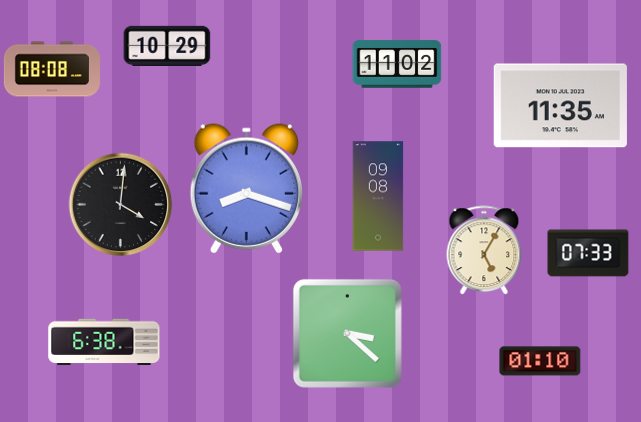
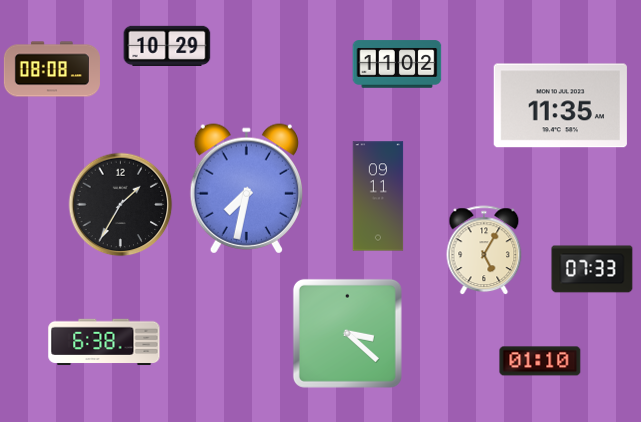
clock at (246, 189): 8:18 -> 7:32
clock at (378, 196): 09:08 -> 09:11
clock at (121, 205): 4:01 -> 1:35
clock at (588, 253) position: (588, 253) -> (592, 269)
